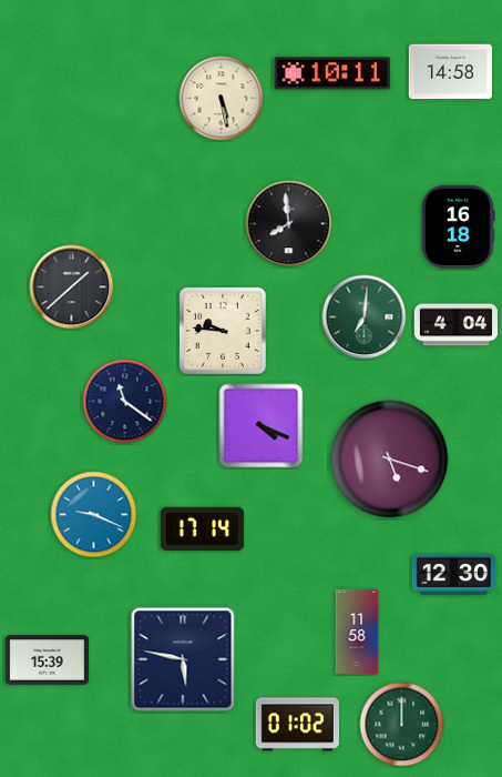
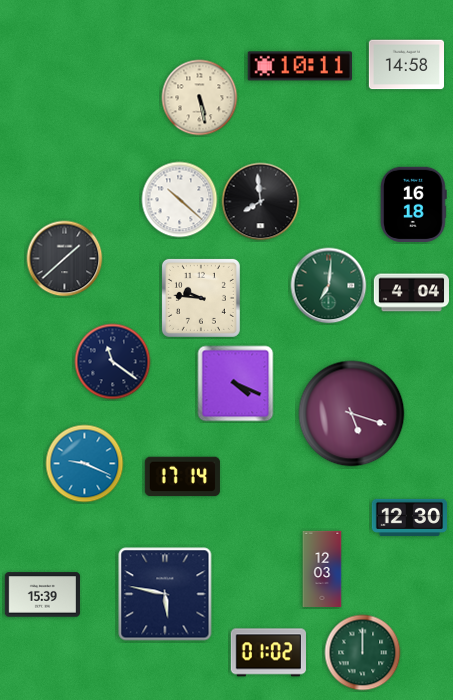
clock at (222, 99) position: (222, 99) -> (200, 98)
clock at (180, 200): none -> 10:22
clock at (357, 630): 11:58 -> 12:03
